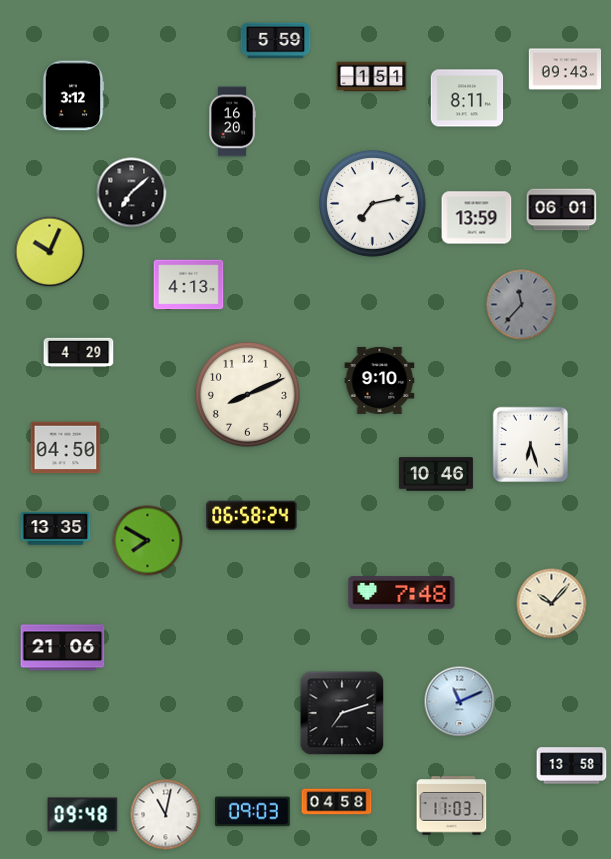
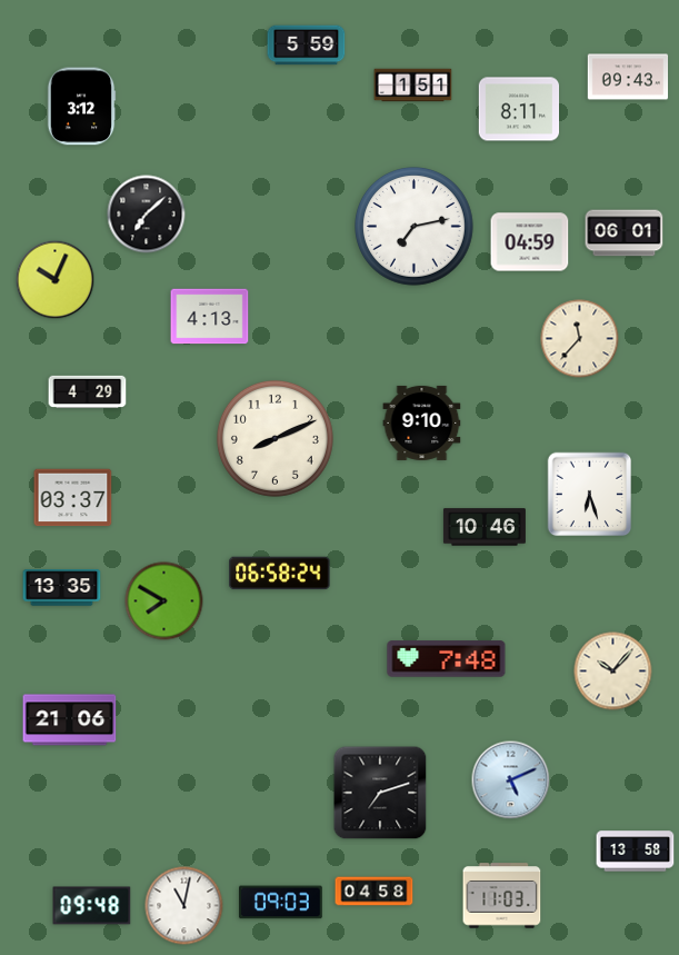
clock at (232, 122): 16:20 -> none
clock at (477, 218): 13:59 -> 04:59
clock at (522, 305) dial: grey -> cream
clock at (66, 448): 04:50 -> 03:37
clock at (460, 702): 11:11 -> 5:11
